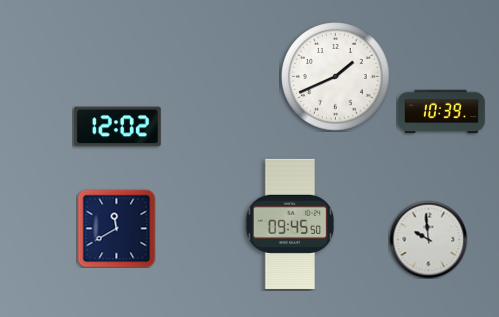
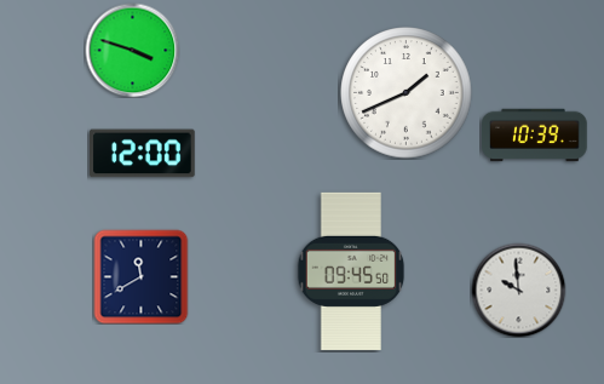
clock at (132, 50): none -> 3:48
clock at (118, 127): 12:02 -> 12:00
